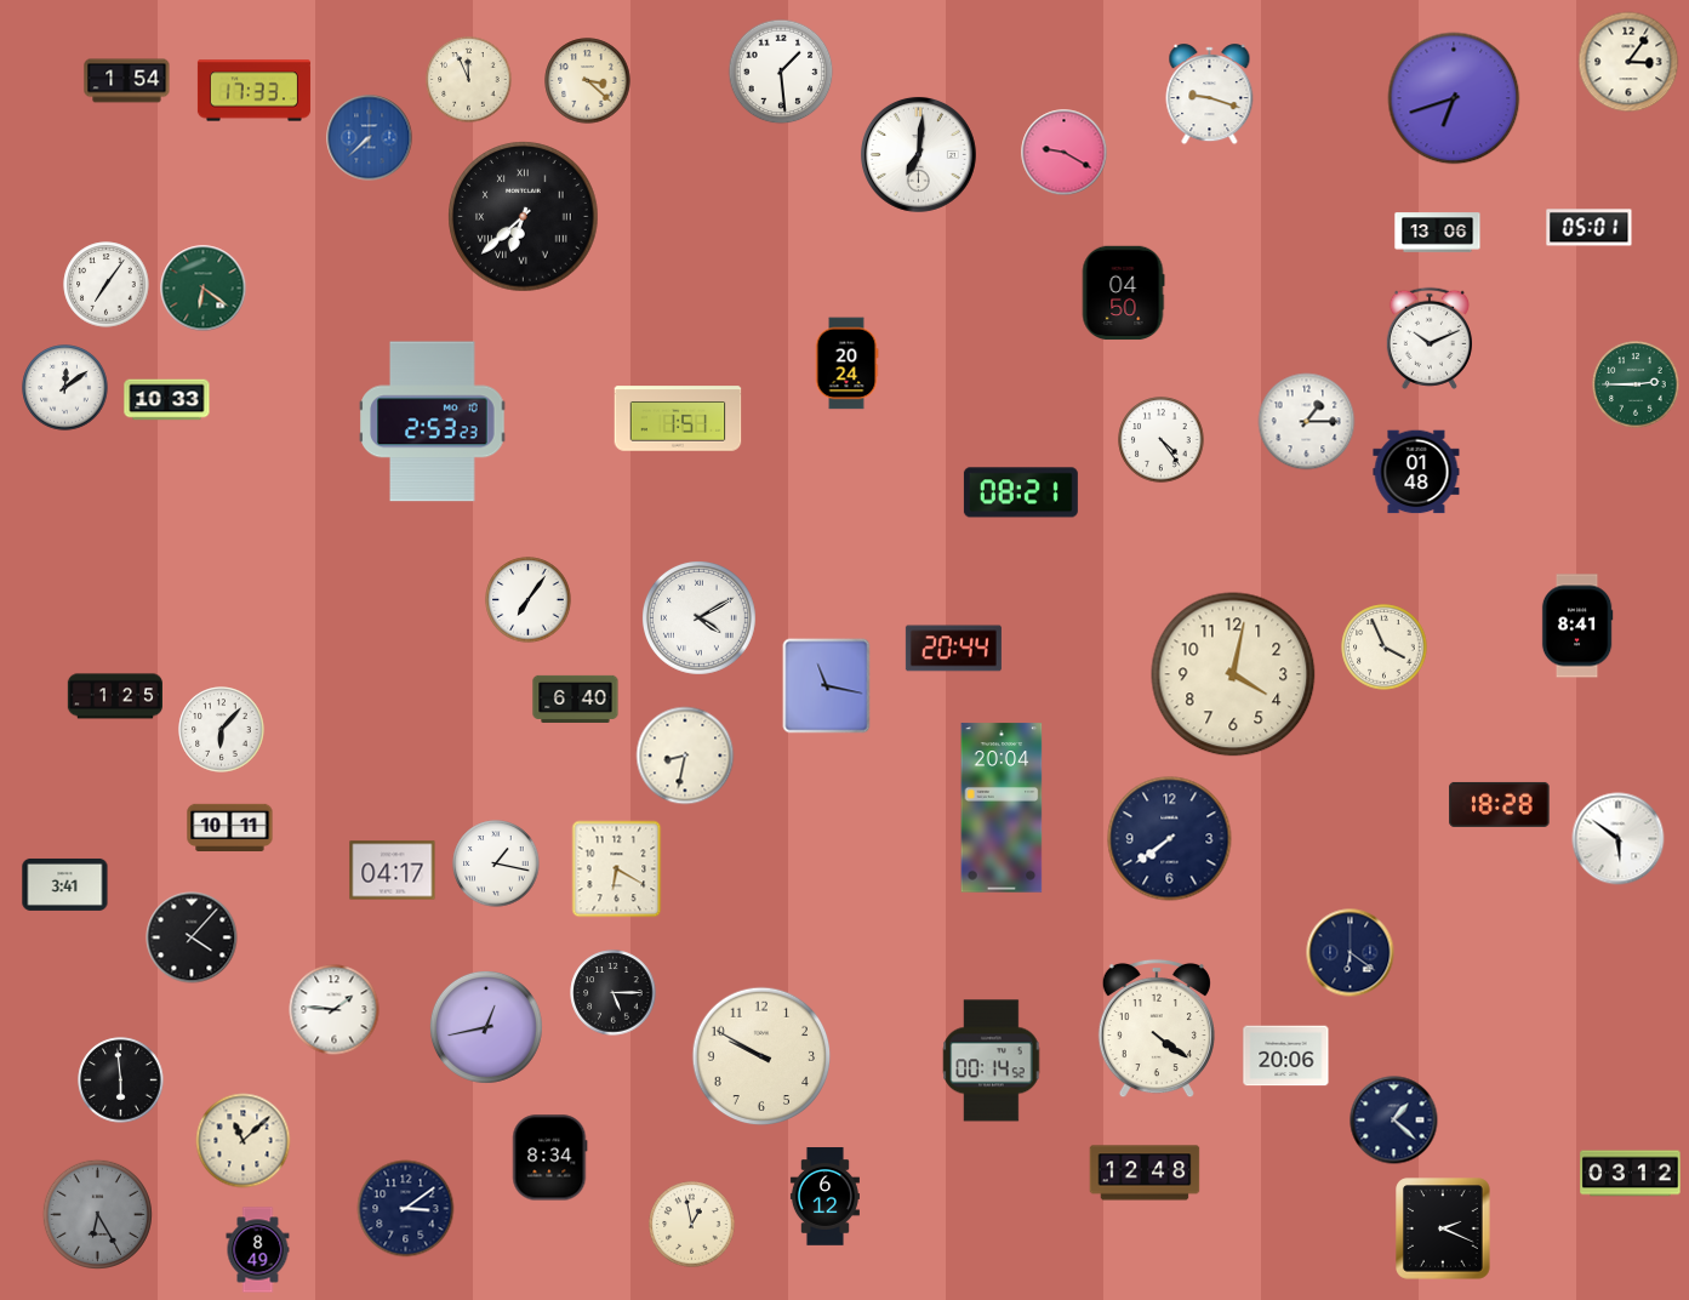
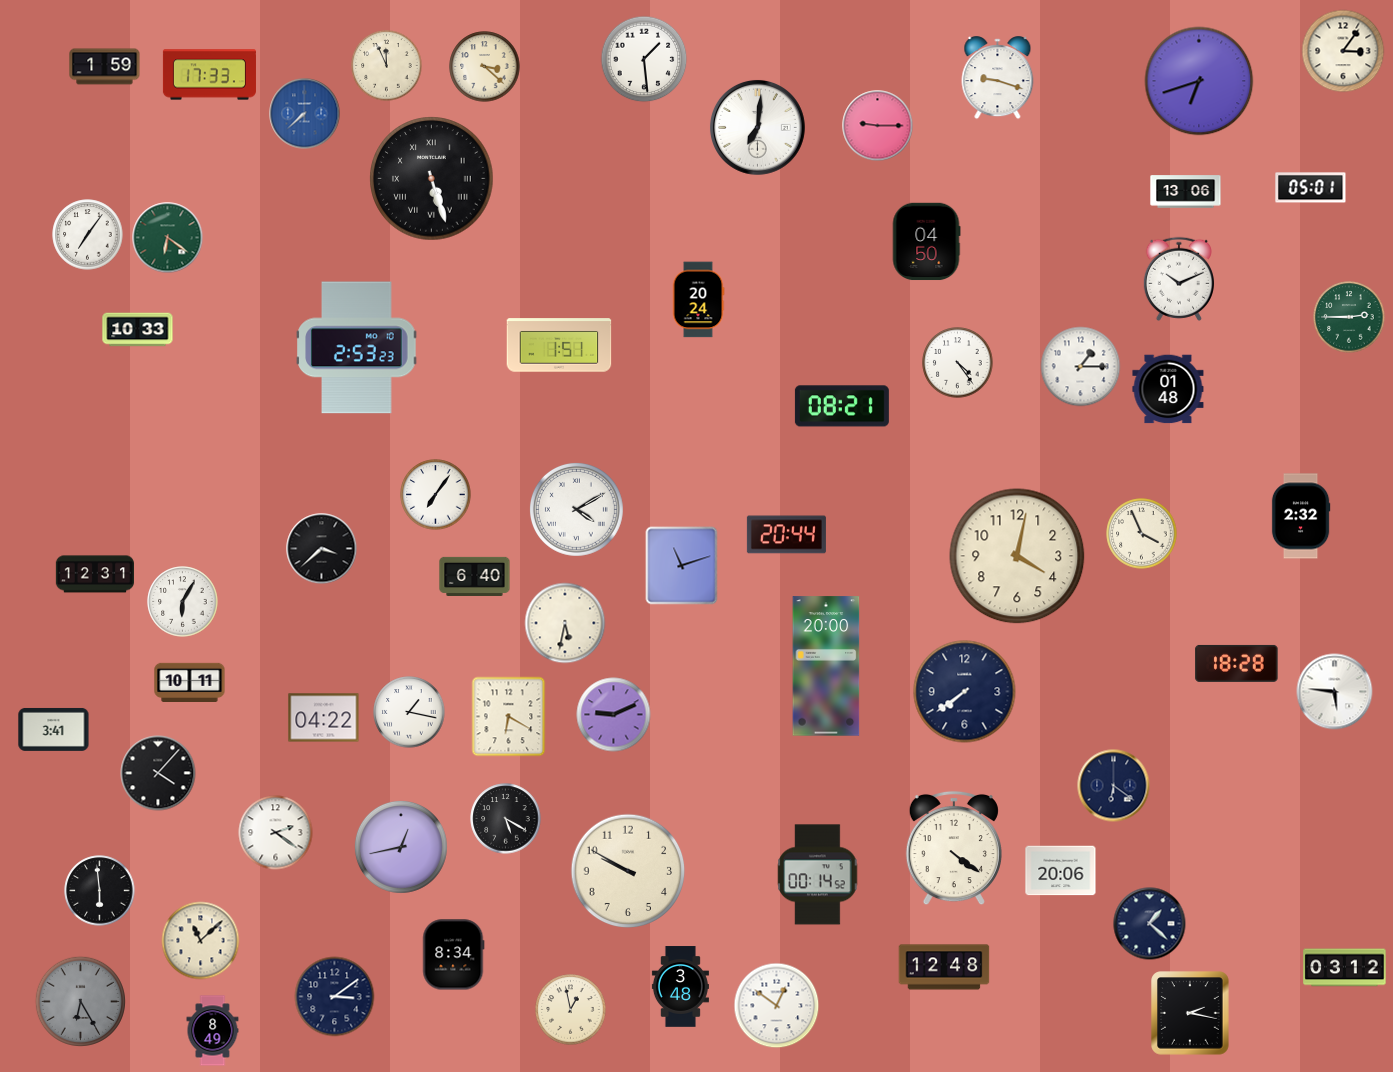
clock at (127, 81): 1:54 -> 1:59
clock at (1065, 153): 9:20 -> 9:15
clock at (524, 217): 6:38 -> 5:27
clock at (65, 388): 12:09 -> none
clock at (1307, 422) position: (1307, 422) -> (1081, 367)
clock at (1577, 626): 8:41 -> 2:32
clock at (322, 549): none -> 3:38
clock at (827, 686): 11:17 -> 11:12
clock at (114, 696): 1:25 -> 12:31
clock at (222, 730): 6:07 -> 6:05
clock at (685, 756): 8:32 -> 5:32
clock at (1002, 808): 20:04 -> 20:00
clock at (1619, 839): 5:51 -> 5:46
clock at (614, 715): none -> 9:11
clock at (393, 871): 04:17 -> 04:22
clock at (614, 993): 5:15 -> 5:20
clock at (335, 1010): 1:46 -> 2:21
clock at (824, 1197): 6:12 -> 3:48
clock at (777, 1006): none -> 12:51
clock at (1443, 1228): 2:19 -> 2:17
